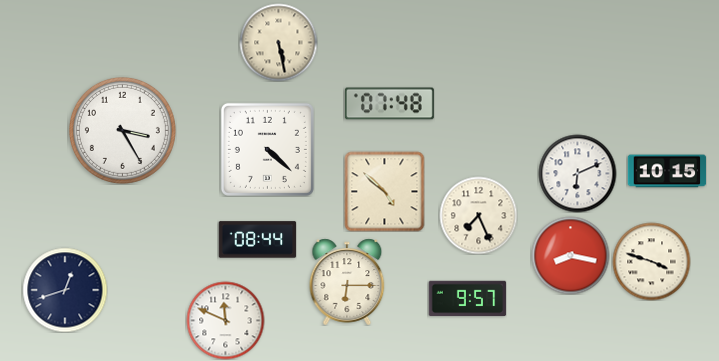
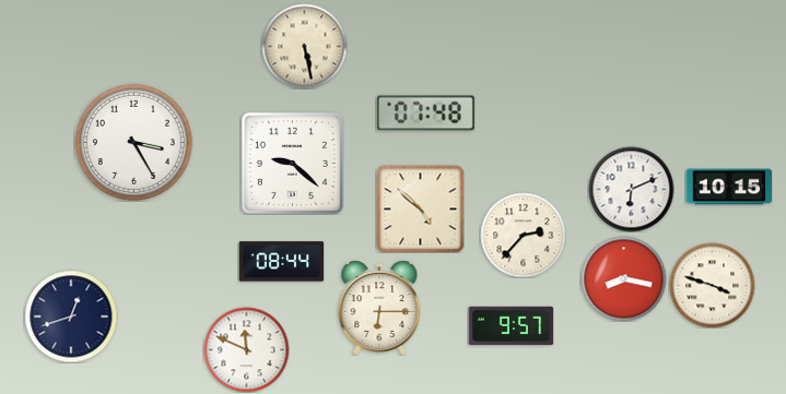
clock at (267, 149): 4:22 -> 9:22
clock at (478, 215): 7:26 -> 2:37
